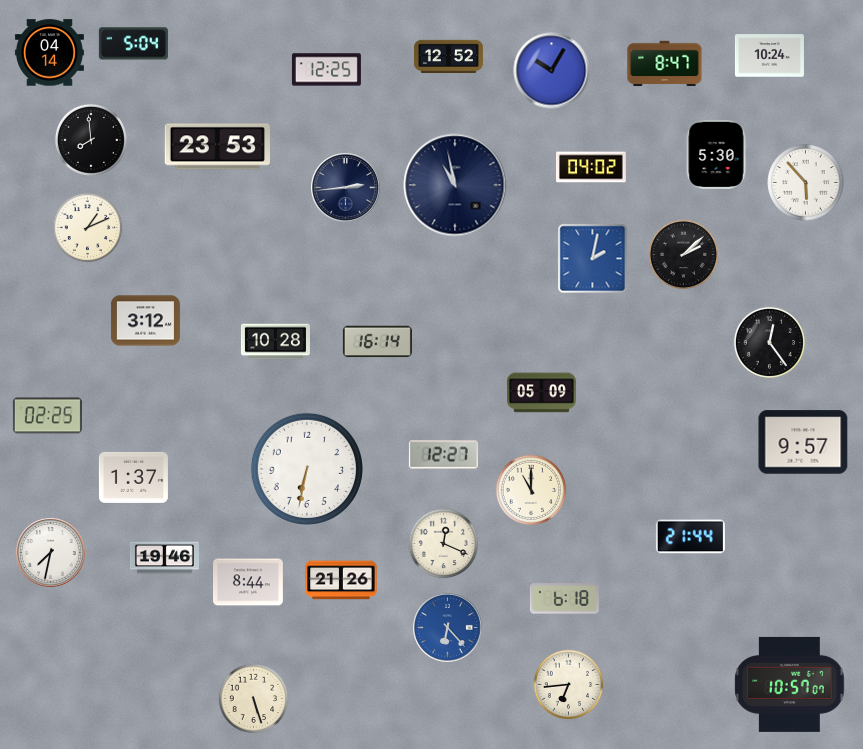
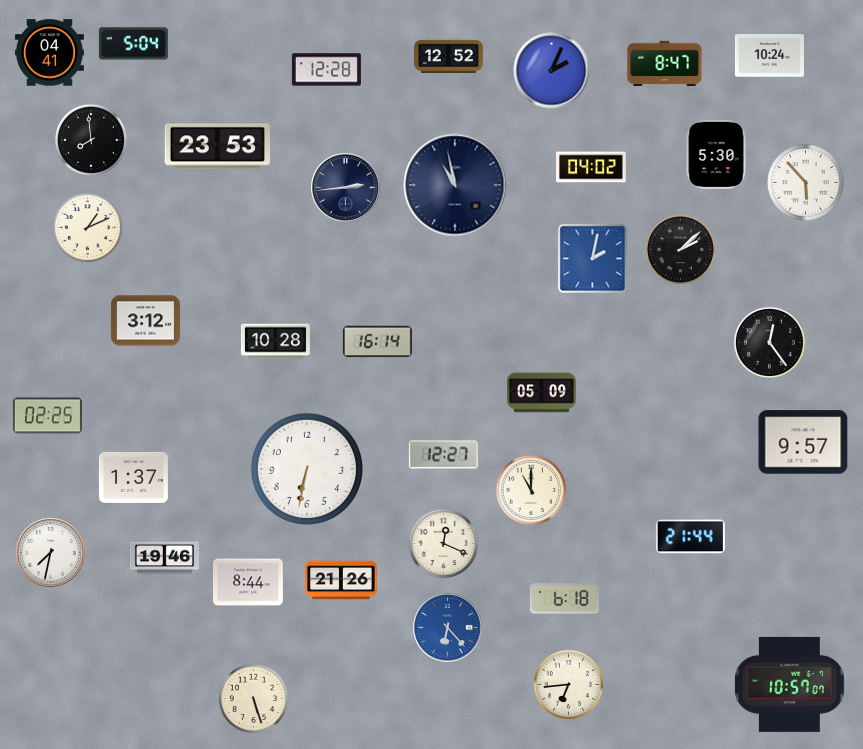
clock at (49, 53): 04:14 -> 04:41
clock at (326, 70): 12:25 -> 12:28
clock at (552, 71): 10:05 -> 2:04
clock at (684, 255) position: (684, 255) -> (681, 250)
